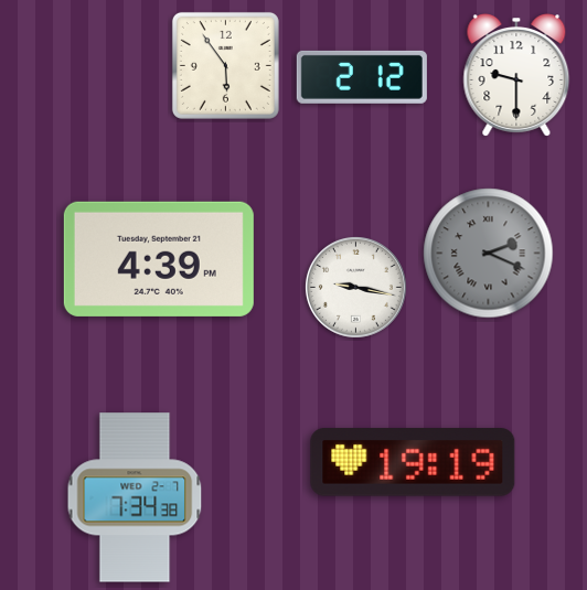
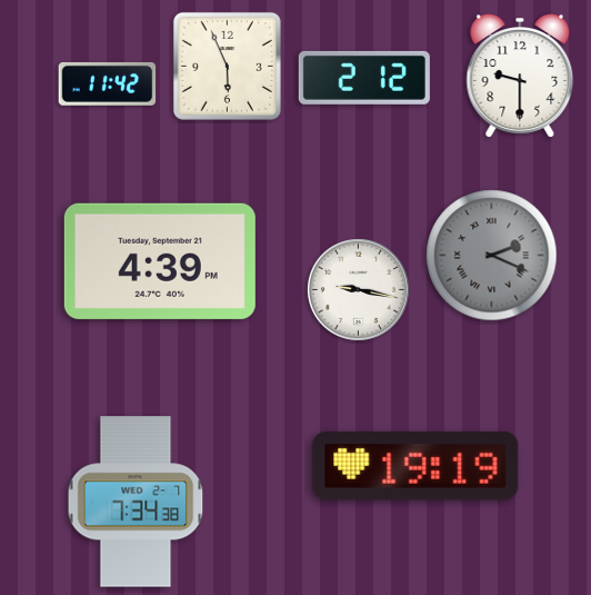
clock at (225, 65): 5:54 -> 5:56
clock at (108, 83): none -> 11:42
